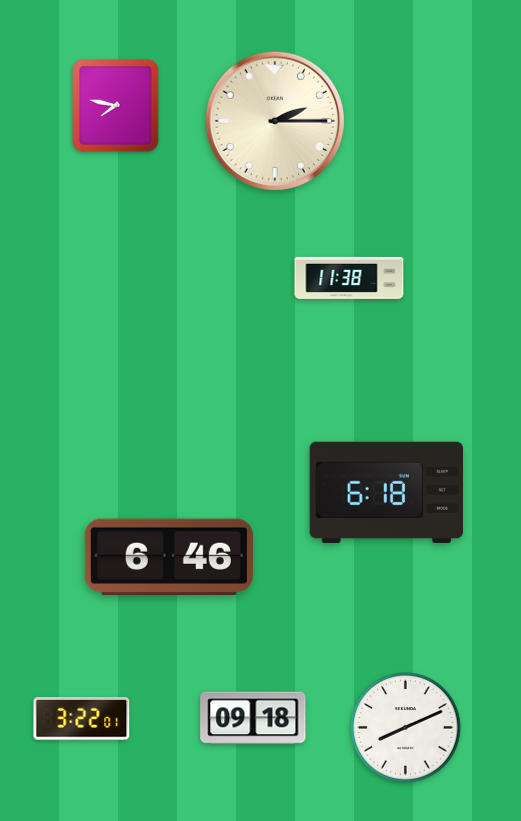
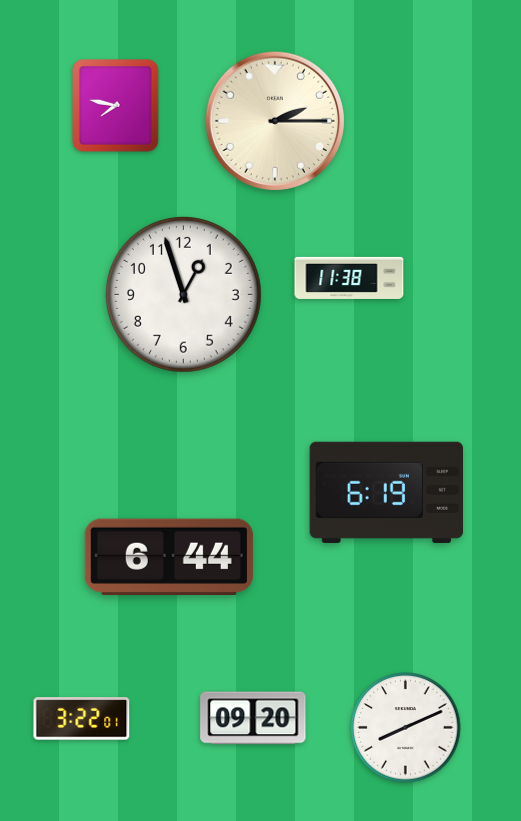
clock at (183, 294): none -> 12:57
clock at (386, 492): 6:18 -> 6:19
clock at (169, 557): 6:46 -> 6:44
clock at (253, 718): 09:18 -> 09:20
